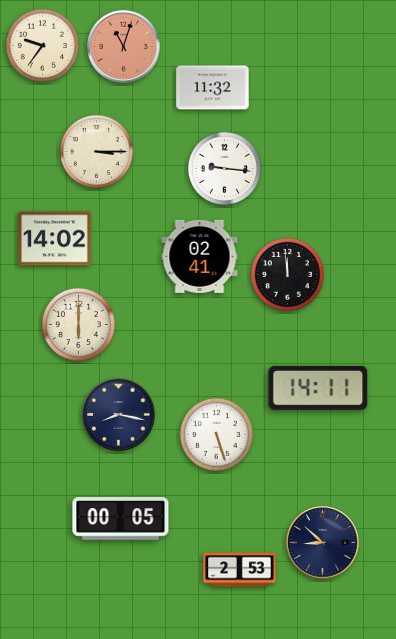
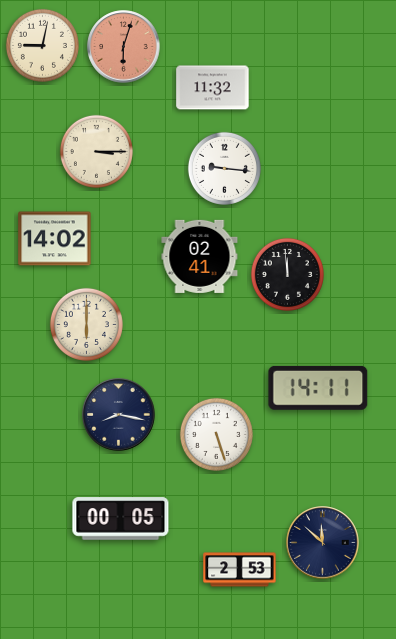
clock at (42, 45): 9:36 -> 9:02
clock at (124, 47): 11:03 -> 6:03
clock at (78, 324) position: (78, 324) -> (86, 324)
clock at (323, 543): 8:52 -> 11:52
